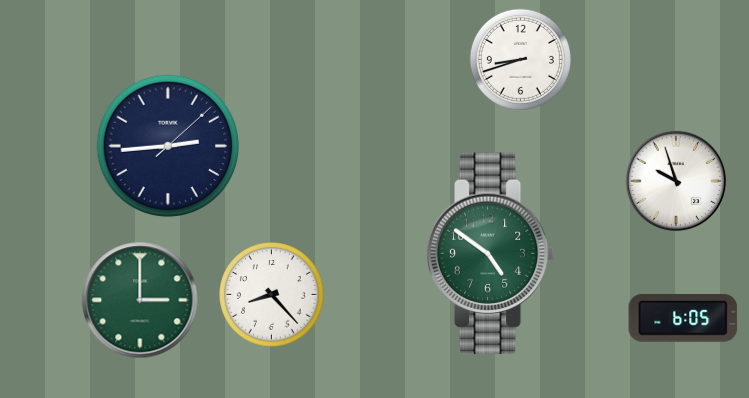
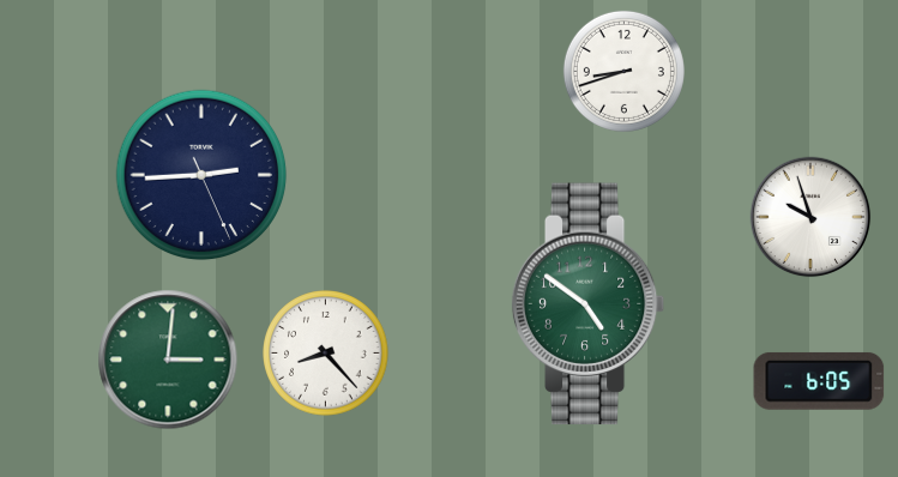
clock at (168, 146): 2:44:08 -> 2:44:26
clock at (140, 300): 3:00 -> 3:01
